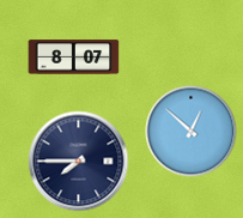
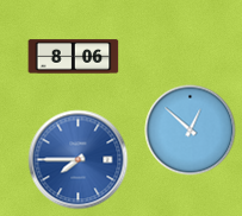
clock at (74, 57): 8:07 -> 8:06
clock at (79, 162) dial: navy -> blue
